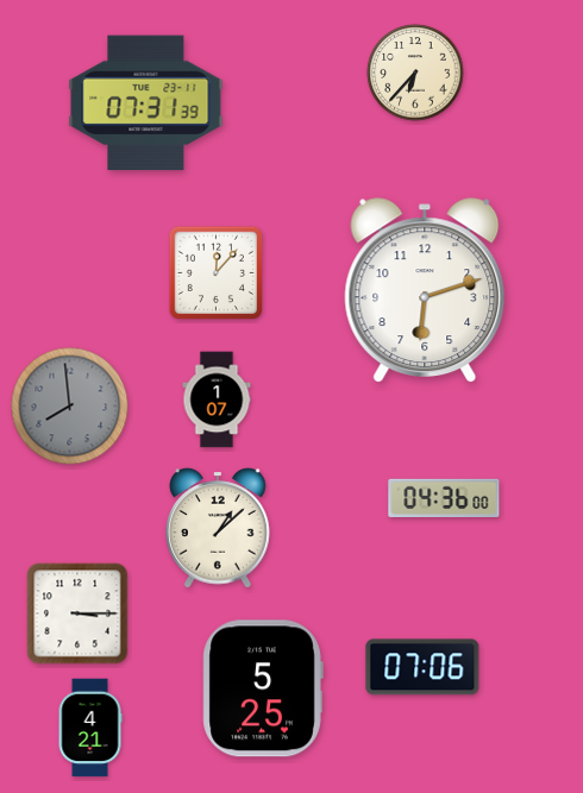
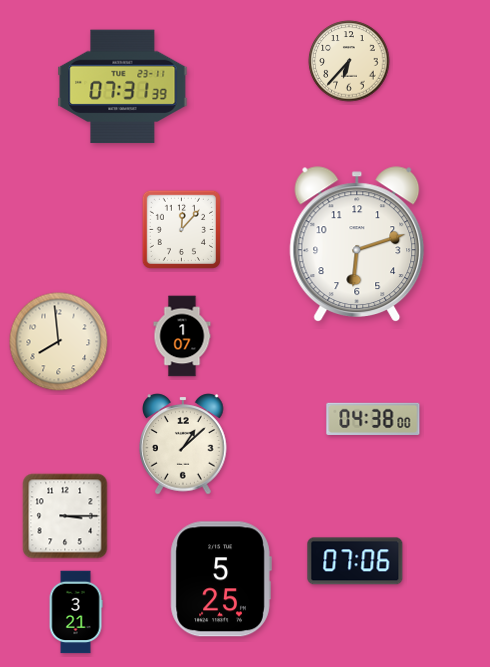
clock at (70, 407) dial: grey -> cream
clock at (444, 498): 04:36 -> 04:38
clock at (90, 728): 4:21 -> 3:21
